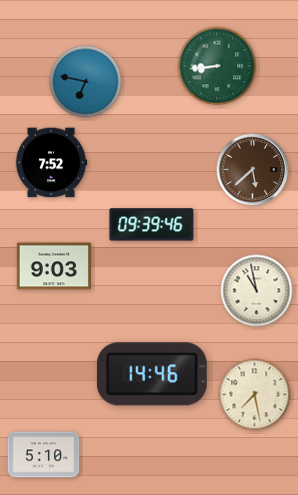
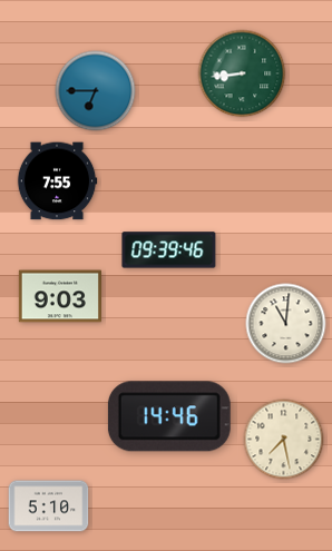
clock at (86, 82): 6:47 -> 6:45
clock at (51, 163): 7:52 -> 7:55
clock at (253, 170): 5:38 -> none
clock at (257, 291): 10:58 -> 11:01
